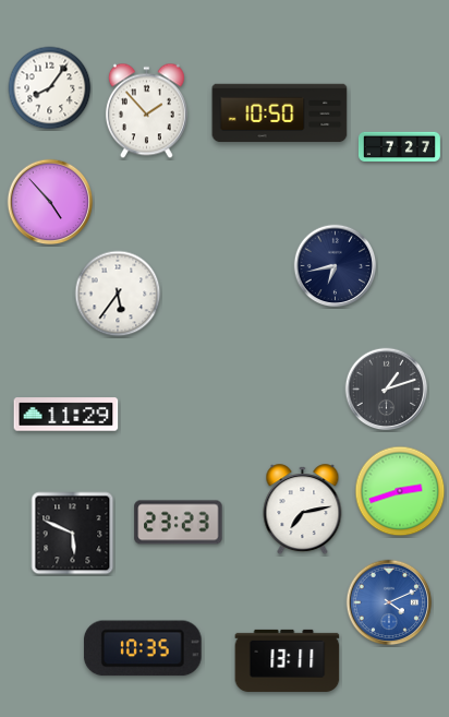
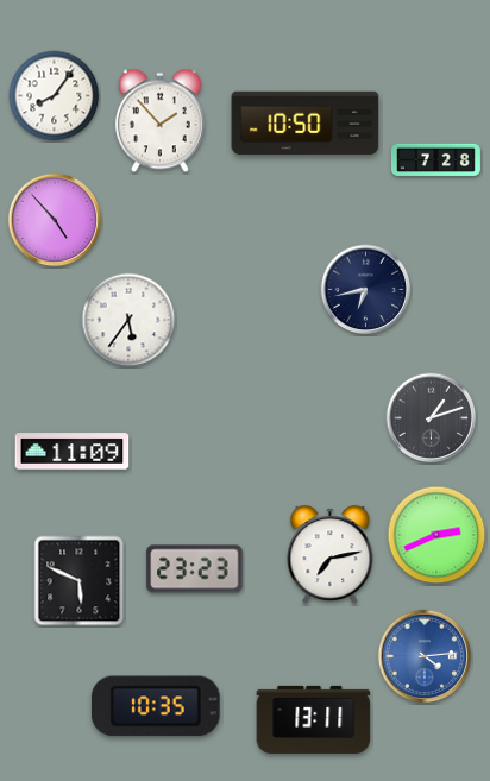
clock at (399, 146): 7:27 -> 7:28
clock at (387, 390) position: (387, 390) -> (432, 418)
clock at (66, 415): 11:29 -> 11:09
clock at (400, 491): 2:42 -> 2:41
clock at (389, 602): 4:11 -> 4:14
